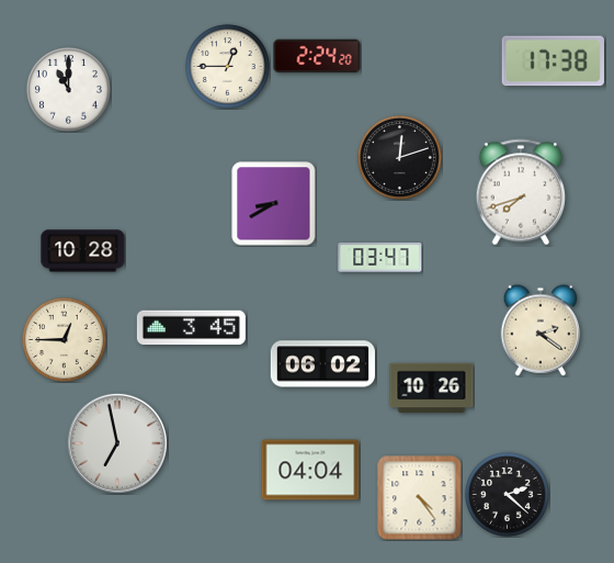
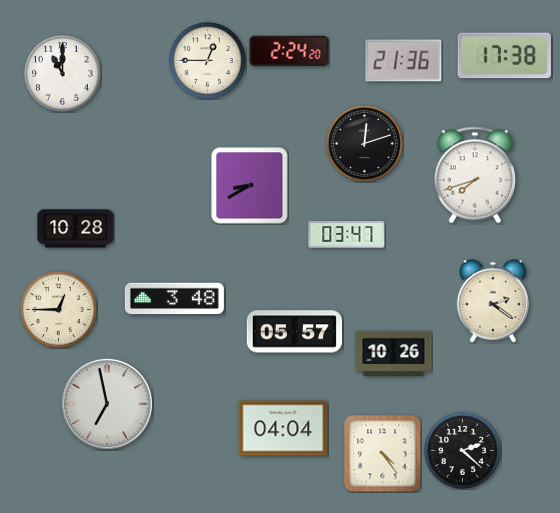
clock at (404, 61): none -> 21:36
clock at (68, 89) position: (68, 89) -> (62, 73)
clock at (191, 328): 3:45 -> 3:48
clock at (322, 364): 06:02 -> 05:57
